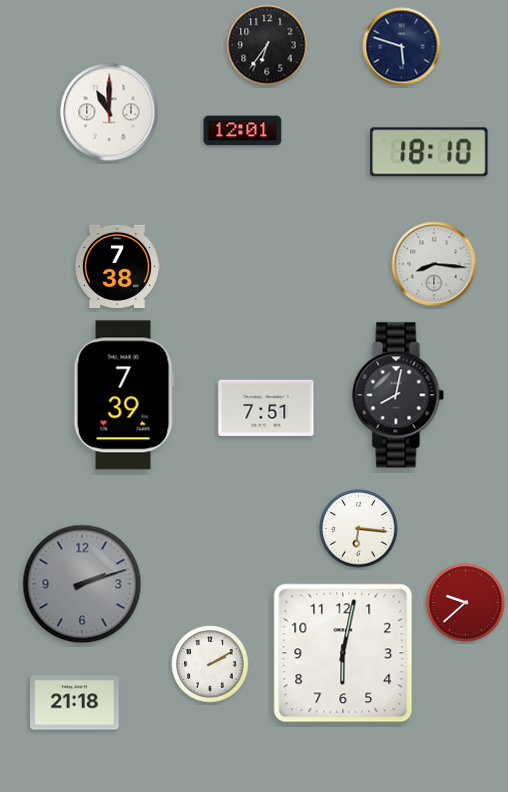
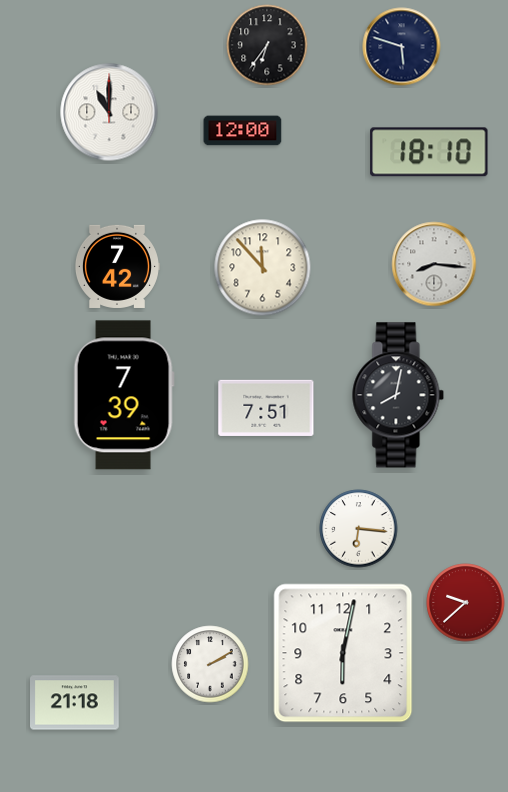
clock at (243, 131): 12:01 -> 12:00
clock at (117, 266): 7:38 -> 7:42
clock at (263, 268): none -> 11:53
clock at (82, 584): 2:12 -> none
